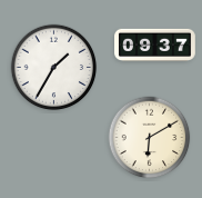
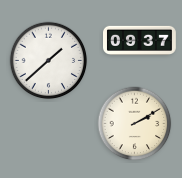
clock at (54, 68): 1:35 -> 1:38
clock at (150, 138): 6:10 -> 2:10
